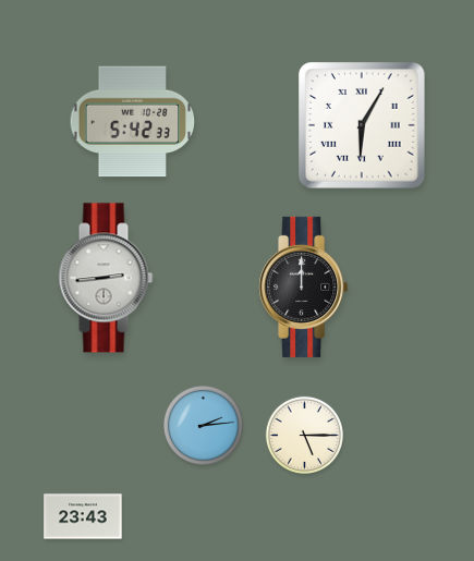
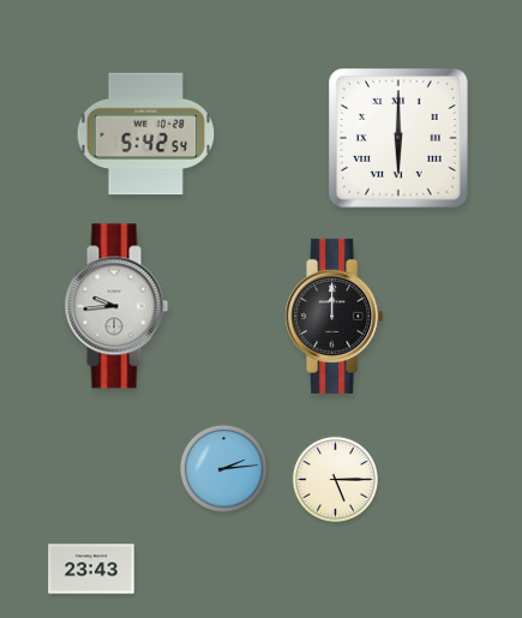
clock at (133, 122): 5:42:33 -> 5:42:54
clock at (363, 126): 6:05 -> 6:00
clock at (106, 278): 2:44 -> 9:44
